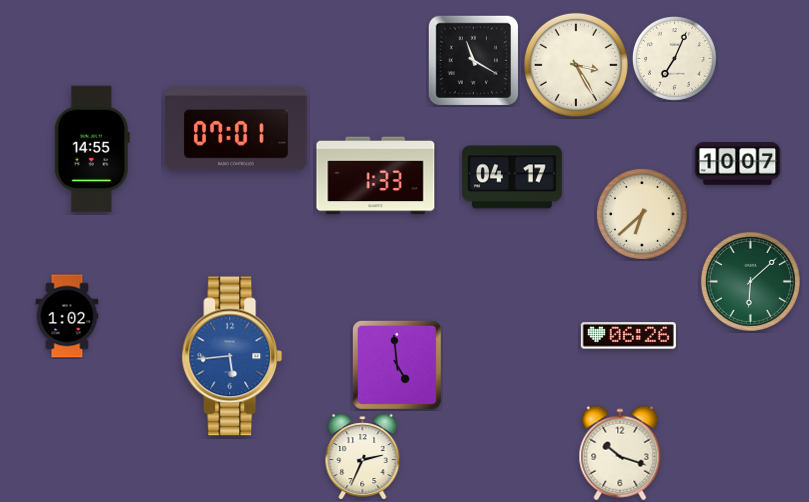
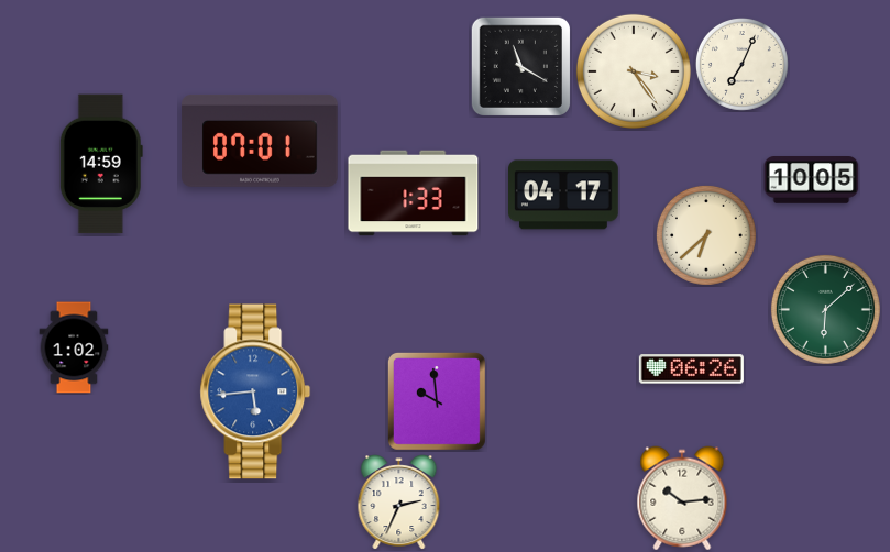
clock at (576, 65): 3:25 -> 3:24
clock at (92, 149): 14:55 -> 14:59
clock at (738, 164): 10:07 -> 10:05
clock at (397, 365): 4:59 -> 9:59
clock at (620, 453): 10:18 -> 10:14
